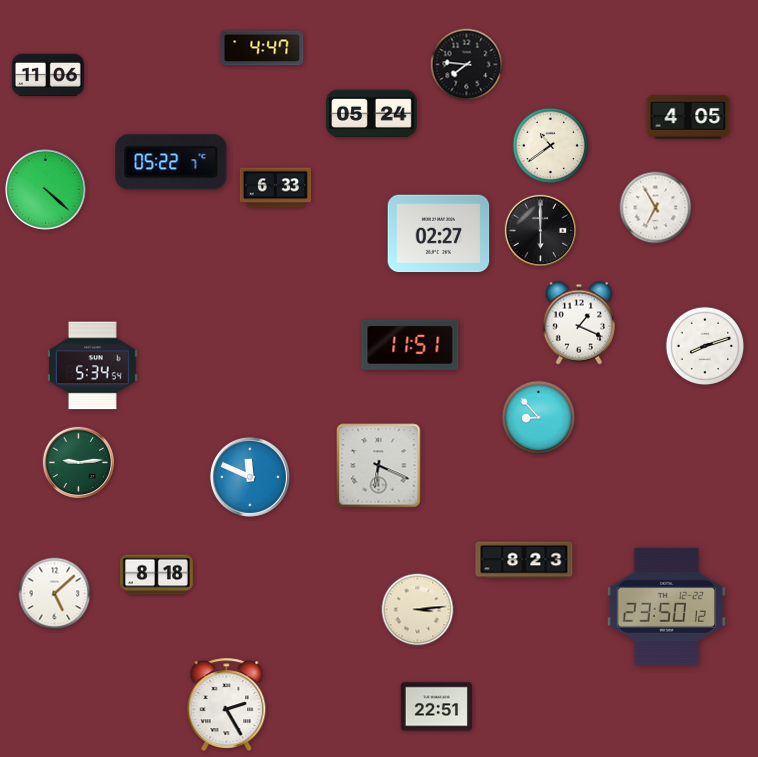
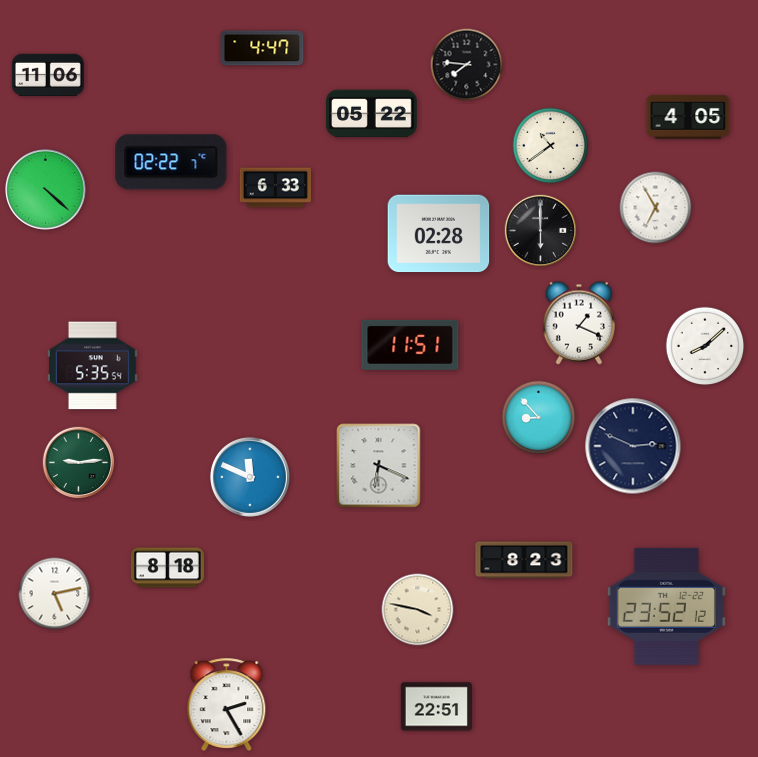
clock at (372, 114): 05:24 -> 05:22
clock at (171, 162): 05:22 -> 02:22
clock at (439, 234): 02:27 -> 02:28
clock at (705, 346): 8:12 -> 8:08
clock at (93, 366): 5:34 -> 5:35
clock at (633, 446): none -> 2:49
clock at (156, 575) position: (156, 575) -> (167, 568)
clock at (55, 594): 5:08 -> 5:13
clock at (666, 606): 23:50 -> 23:52
clock at (418, 610): 3:14 -> 3:47
